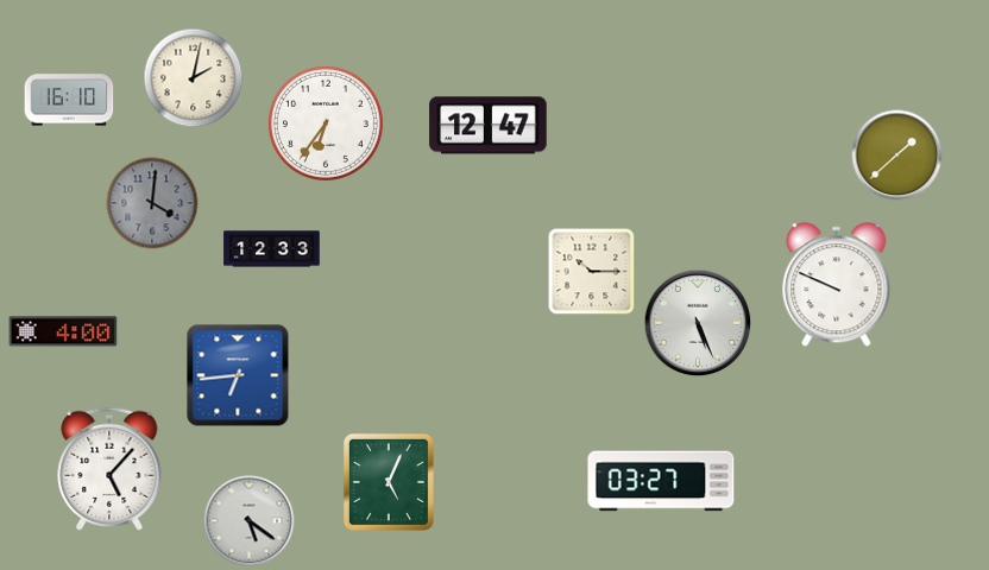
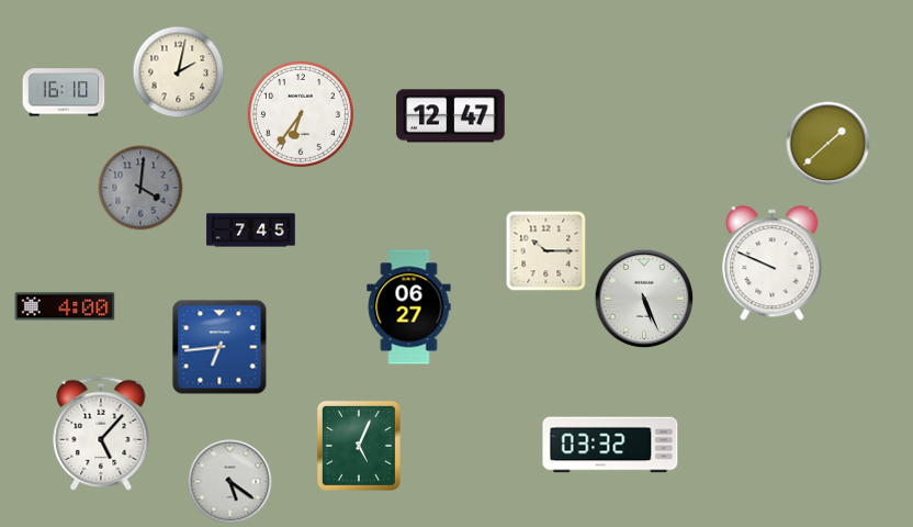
clock at (272, 249): 12:33 -> 7:45
clock at (63, 331) position: (63, 331) -> (65, 306)
clock at (409, 307): none -> 06:27
clock at (661, 481): 03:27 -> 03:32
